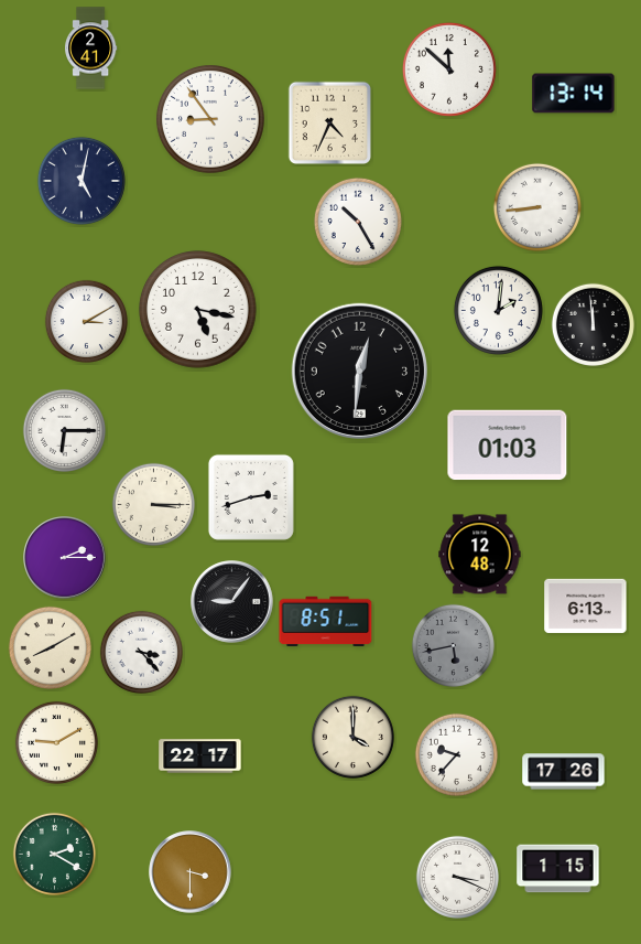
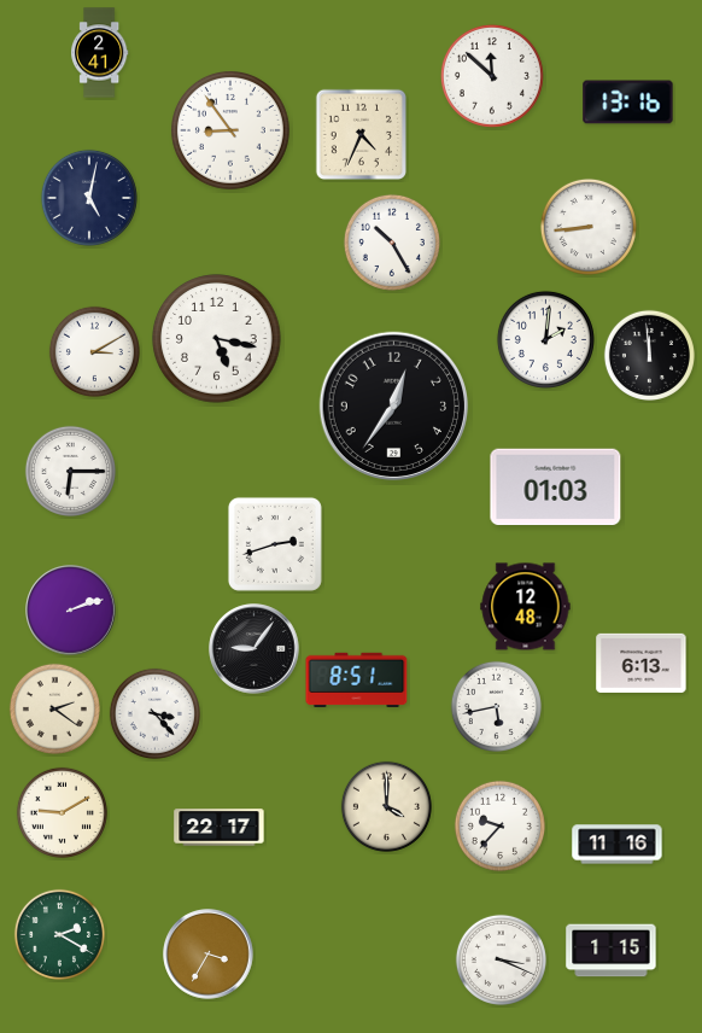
clock at (574, 94): 13:14 -> 13:16
clock at (359, 371): 12:31 -> 12:36
clock at (153, 504): 3:15 -> none
clock at (65, 558): 2:15 -> 2:12
clock at (232, 602) position: (232, 602) -> (255, 649)
clock at (453, 645) dial: grey -> white
clock at (50, 647): 8:10 -> 2:21
clock at (564, 772): 17:26 -> 11:16
clock at (191, 872): 3:30 -> 3:35
